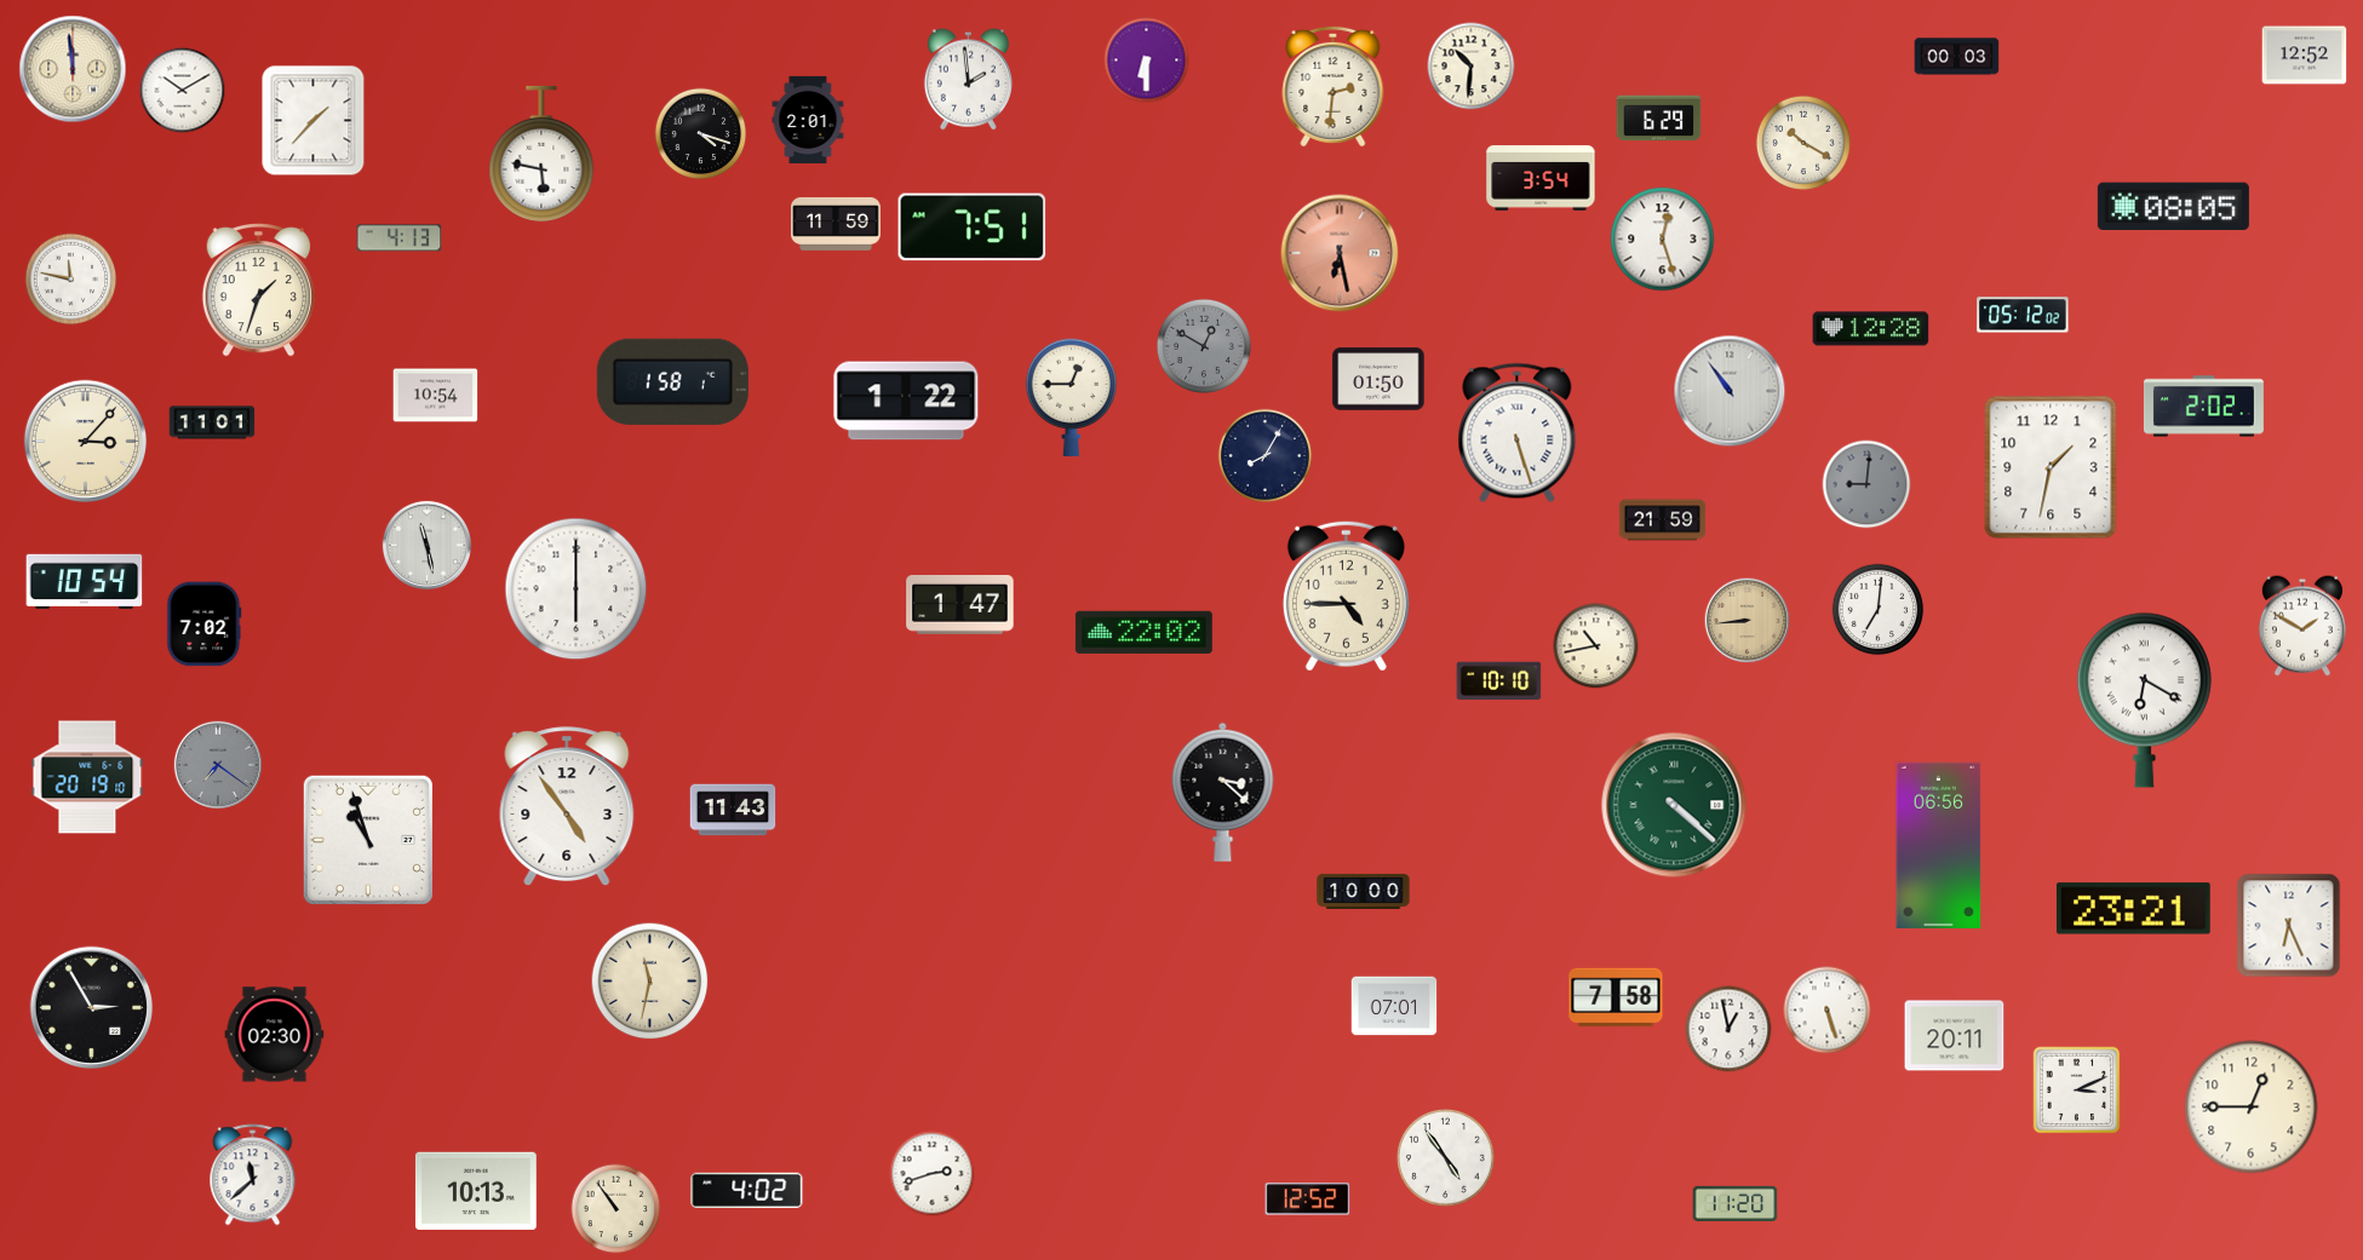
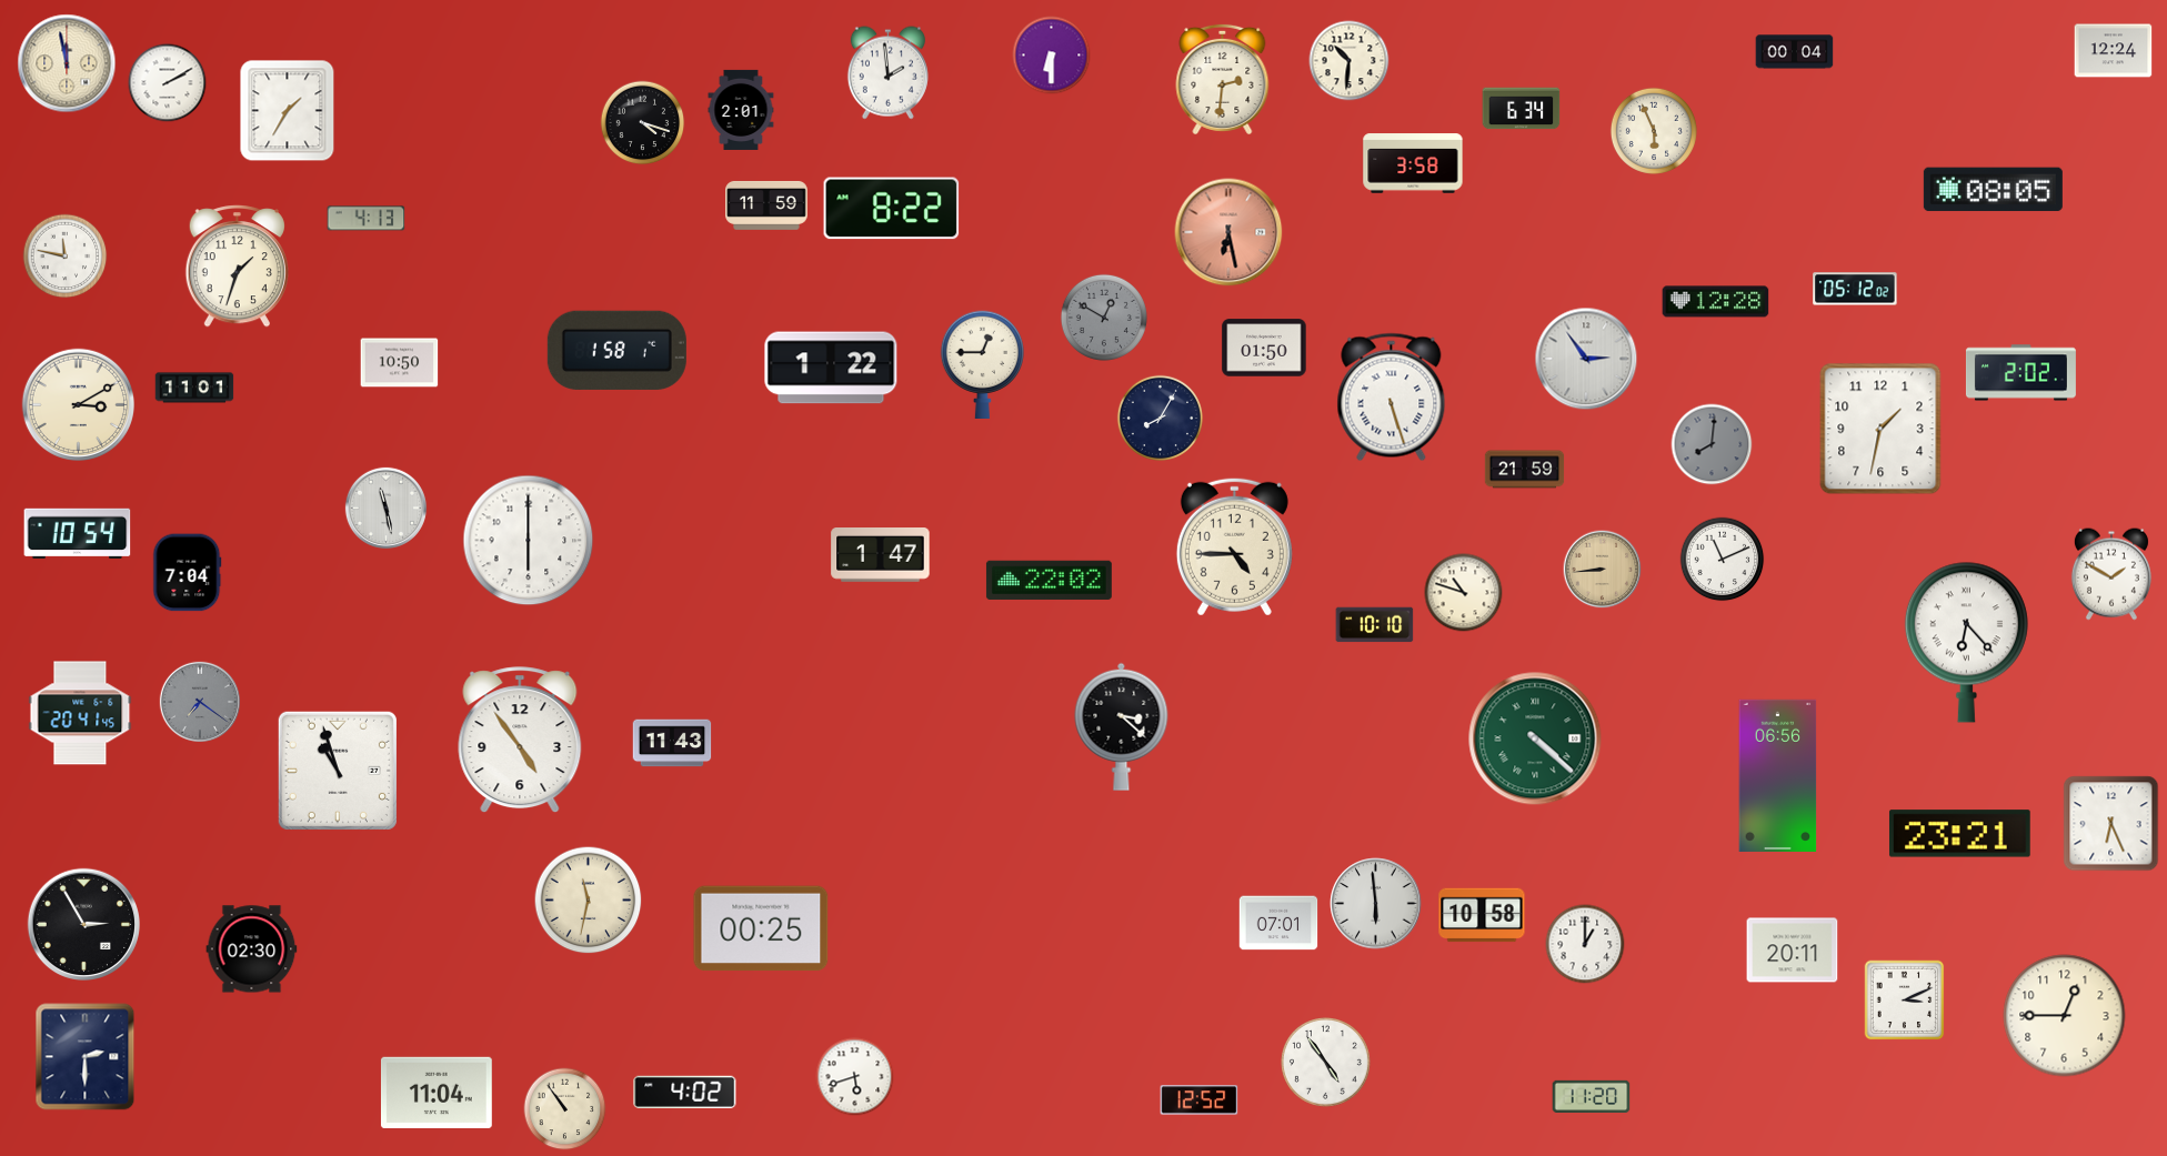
clock at (2305, 56): 12:52 -> 12:24
clock at (1957, 57): 00:03 -> 00:04
clock at (73, 69): 11:59 -> 11:58
clock at (183, 91): 10:10 -> 2:10
clock at (1659, 119): 6:29 -> 6:34
clock at (314, 121): 1:37 -> 1:35
clock at (1803, 143): 10:20 -> 5:56
clock at (541, 154): 5:47 -> none
clock at (1541, 178): 3:54 -> 3:58
clock at (973, 228): 7:51 -> 8:22
clock at (1663, 240): 12:27 -> none
clock at (1730, 391): 10:54 -> 2:54
clock at (436, 396): 10:54 -> 10:50
clock at (85, 441): 3:07 -> 3:10
clock at (1866, 484): 9:01 -> 8:01
clock at (1663, 520) position: (1663, 520) -> (1525, 470)
clock at (426, 545) position: (426, 545) -> (385, 507)
clock at (1879, 610): 7:01 -> 11:11
clock at (205, 625): 7:02 -> 7:04
clock at (1596, 646): 10:43 -> 10:48
clock at (2144, 700): 6:20 -> 6:23
clock at (87, 777): 20:19 -> 20:41
clock at (1364, 891): 10:00 -> none
clock at (2134, 909) position: (2134, 909) -> (1960, 834)
clock at (2289, 926) position: (2289, 926) -> (2111, 824)
clock at (650, 982) position: (650, 982) -> (589, 901)
clock at (1376, 904): none -> 5:59
clock at (1616, 997): 7:58 -> 10:58
clock at (1828, 1011): 5:27 -> none
clock at (761, 928): none -> 00:25
clock at (1728, 1029): 12:58 -> 1:00
clock at (86, 1057): none -> 2:30
clock at (933, 1174): 2:42 -> 5:42
clock at (253, 1175): 11:38 -> none
clock at (476, 1190): 10:13 -> 11:04
clock at (1736, 1203) position: (1736, 1203) -> (1592, 1096)
